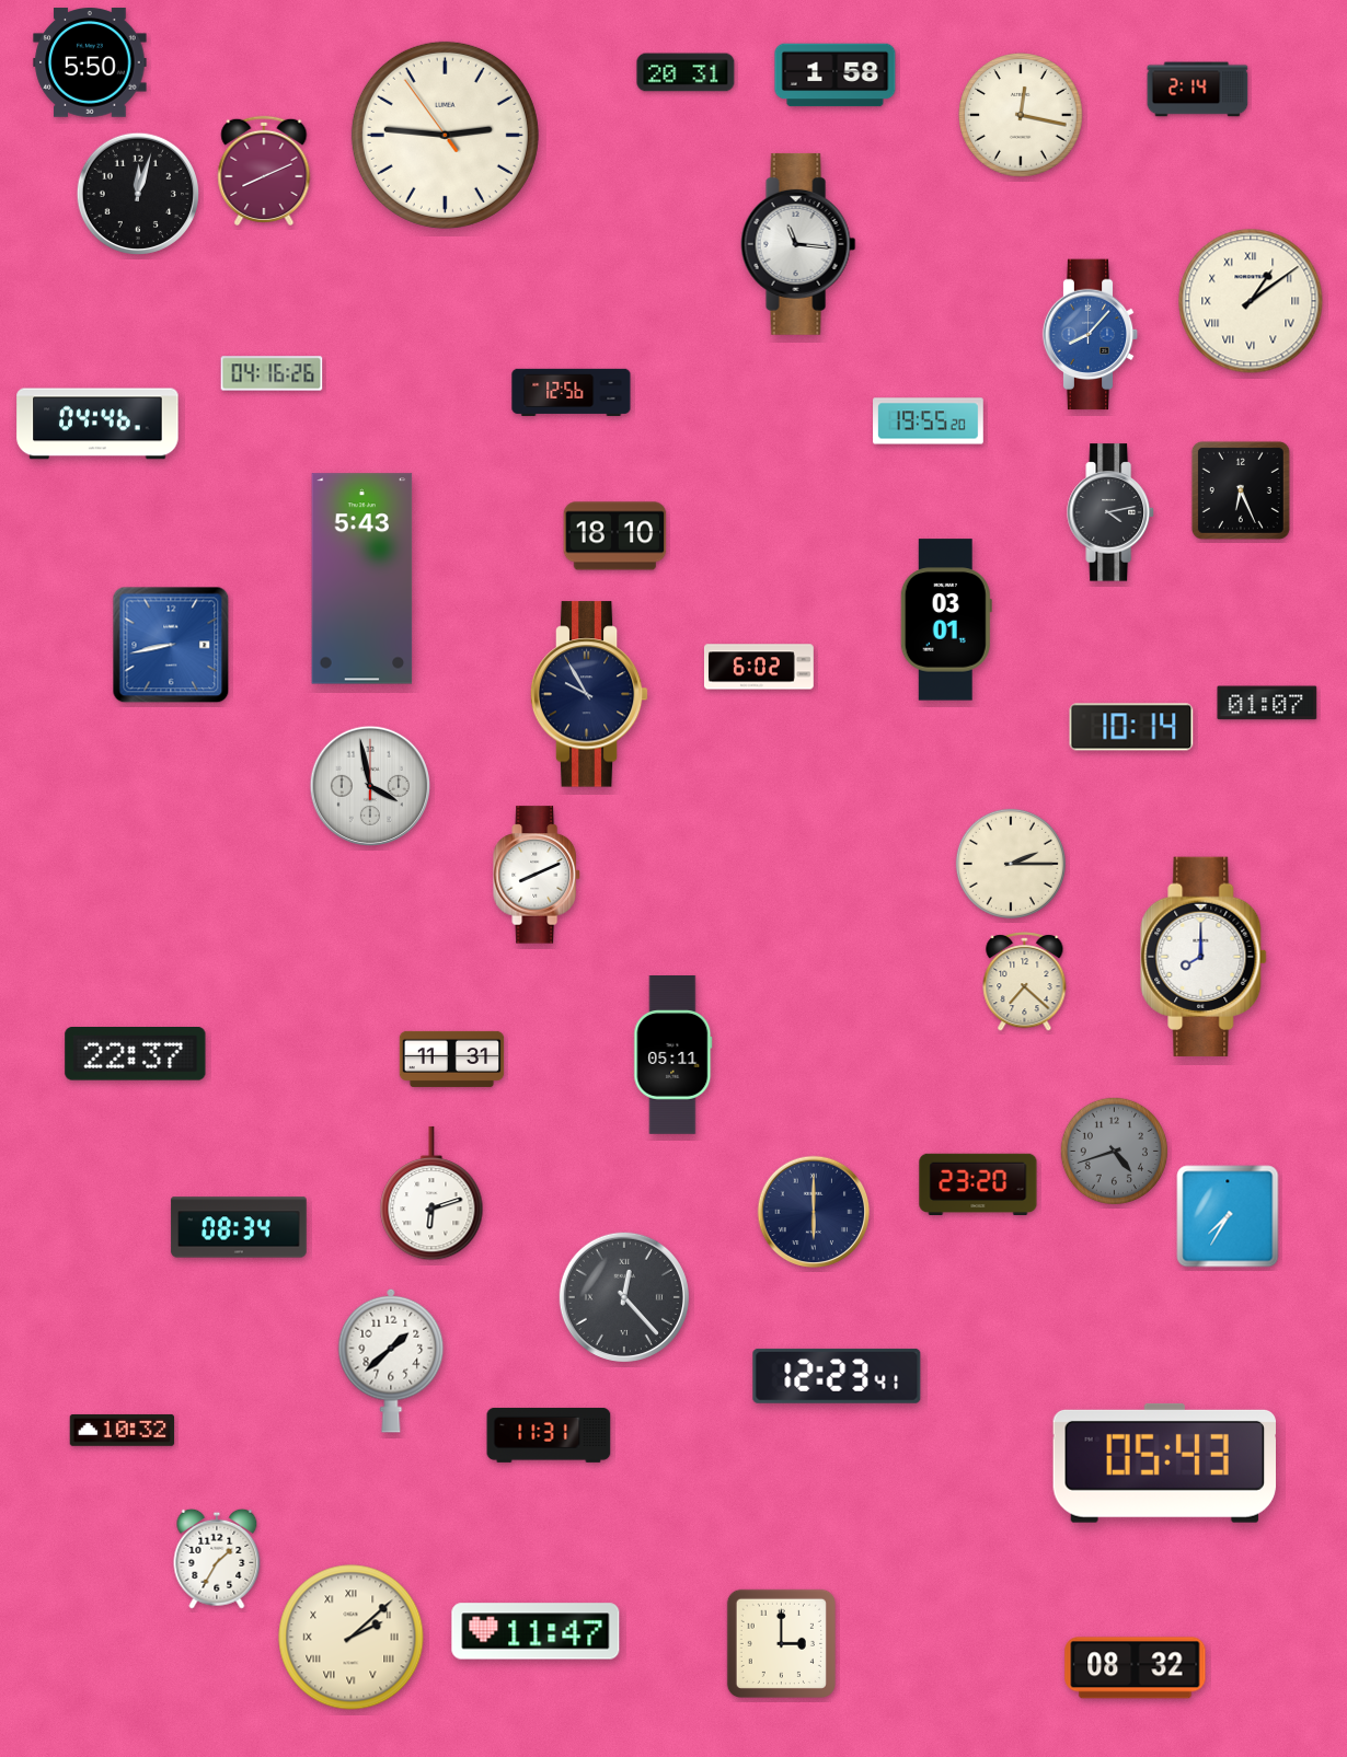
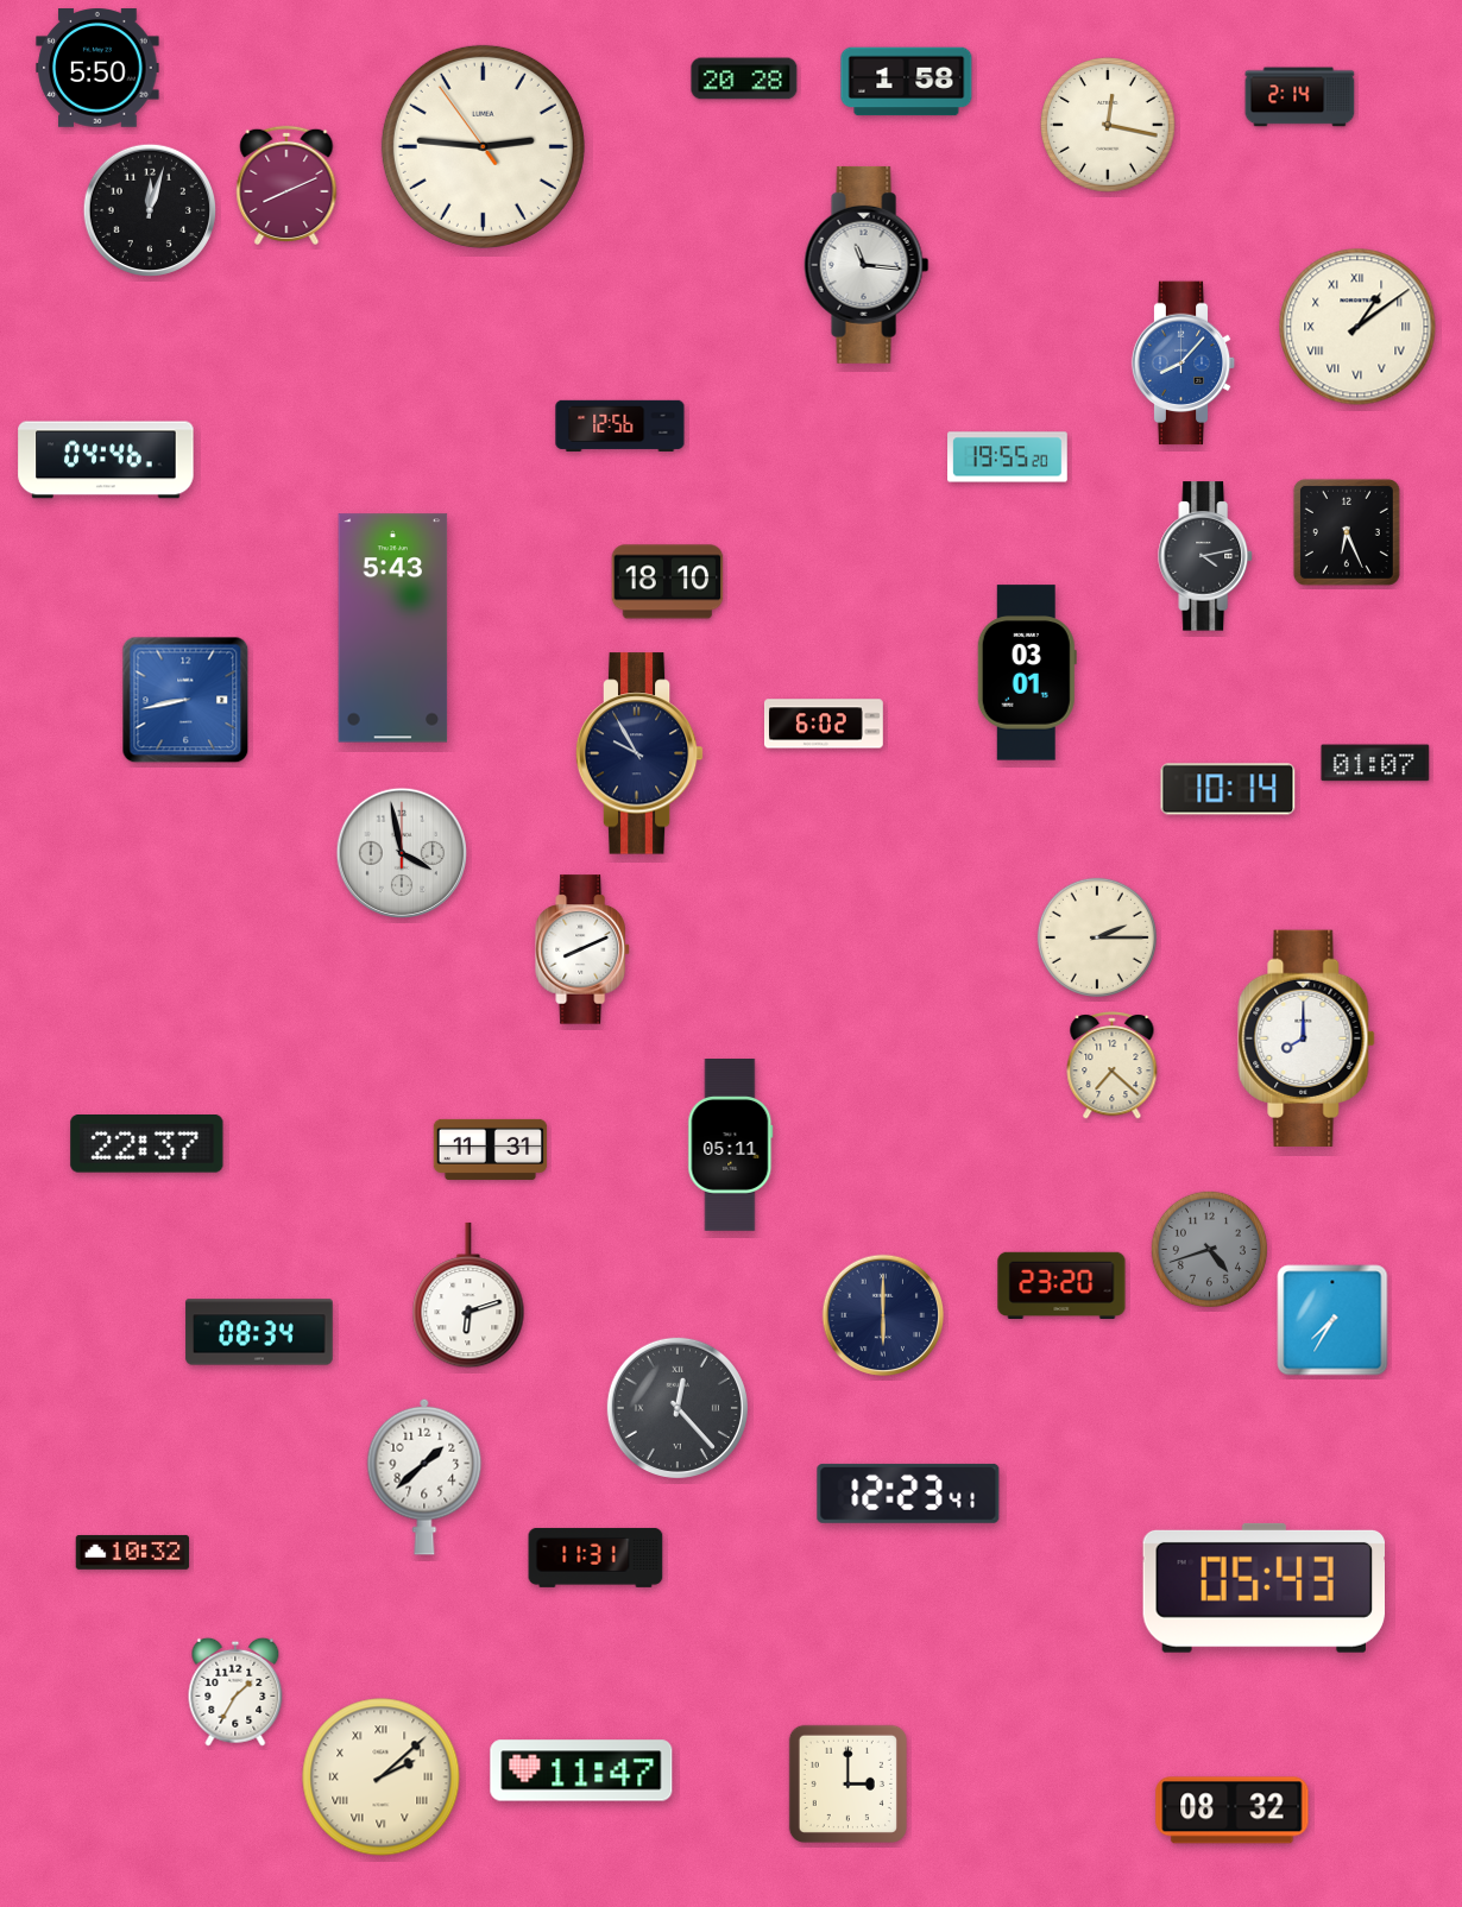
clock at (686, 72): 20:31 -> 20:28
clock at (272, 373): 04:16 -> none
